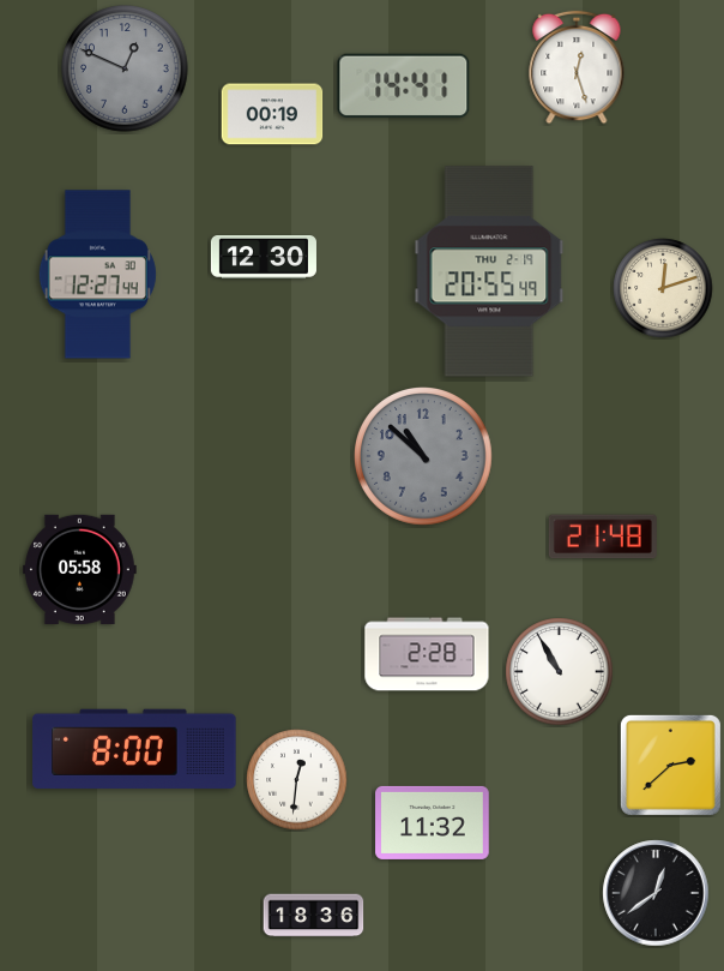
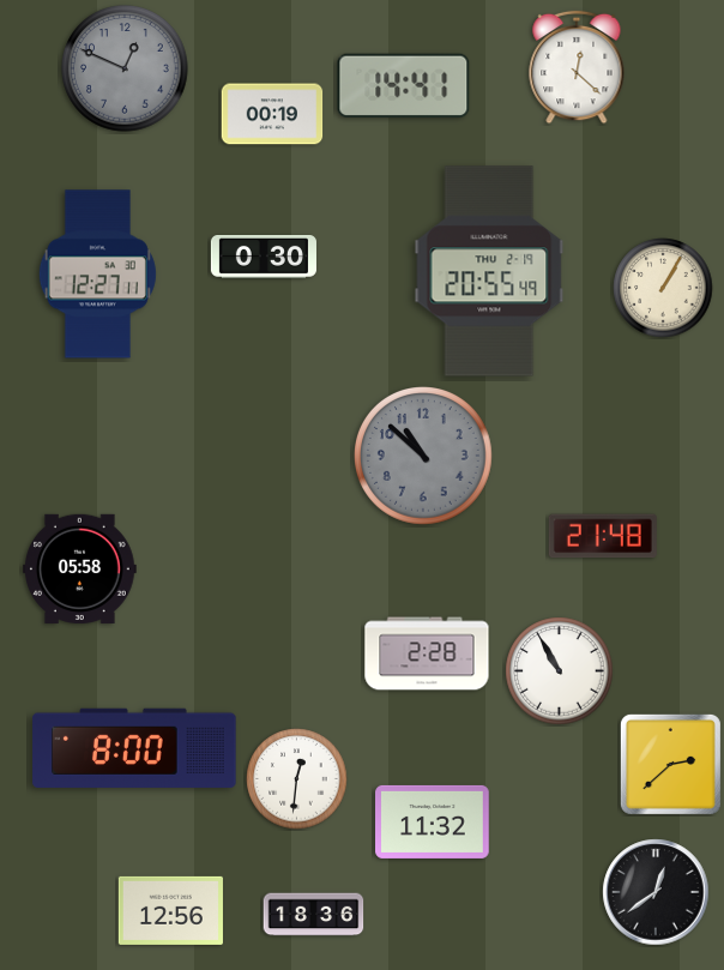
clock at (577, 67): 12:27 -> 12:22
clock at (264, 258): 12:30 -> 0:30
clock at (97, 275): 12:27:44 -> 12:27:11
clock at (663, 288): 12:12 -> 1:05
clock at (170, 910): none -> 12:56
